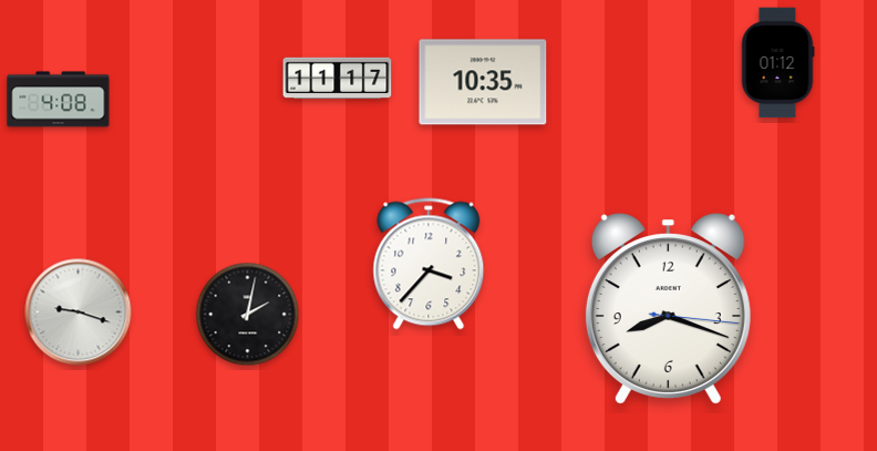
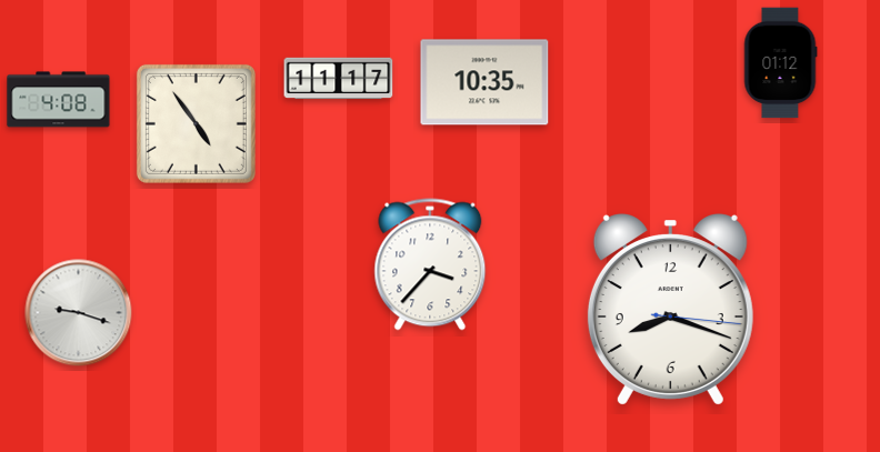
clock at (196, 123): none -> 4:54
clock at (248, 315): 2:02 -> none
